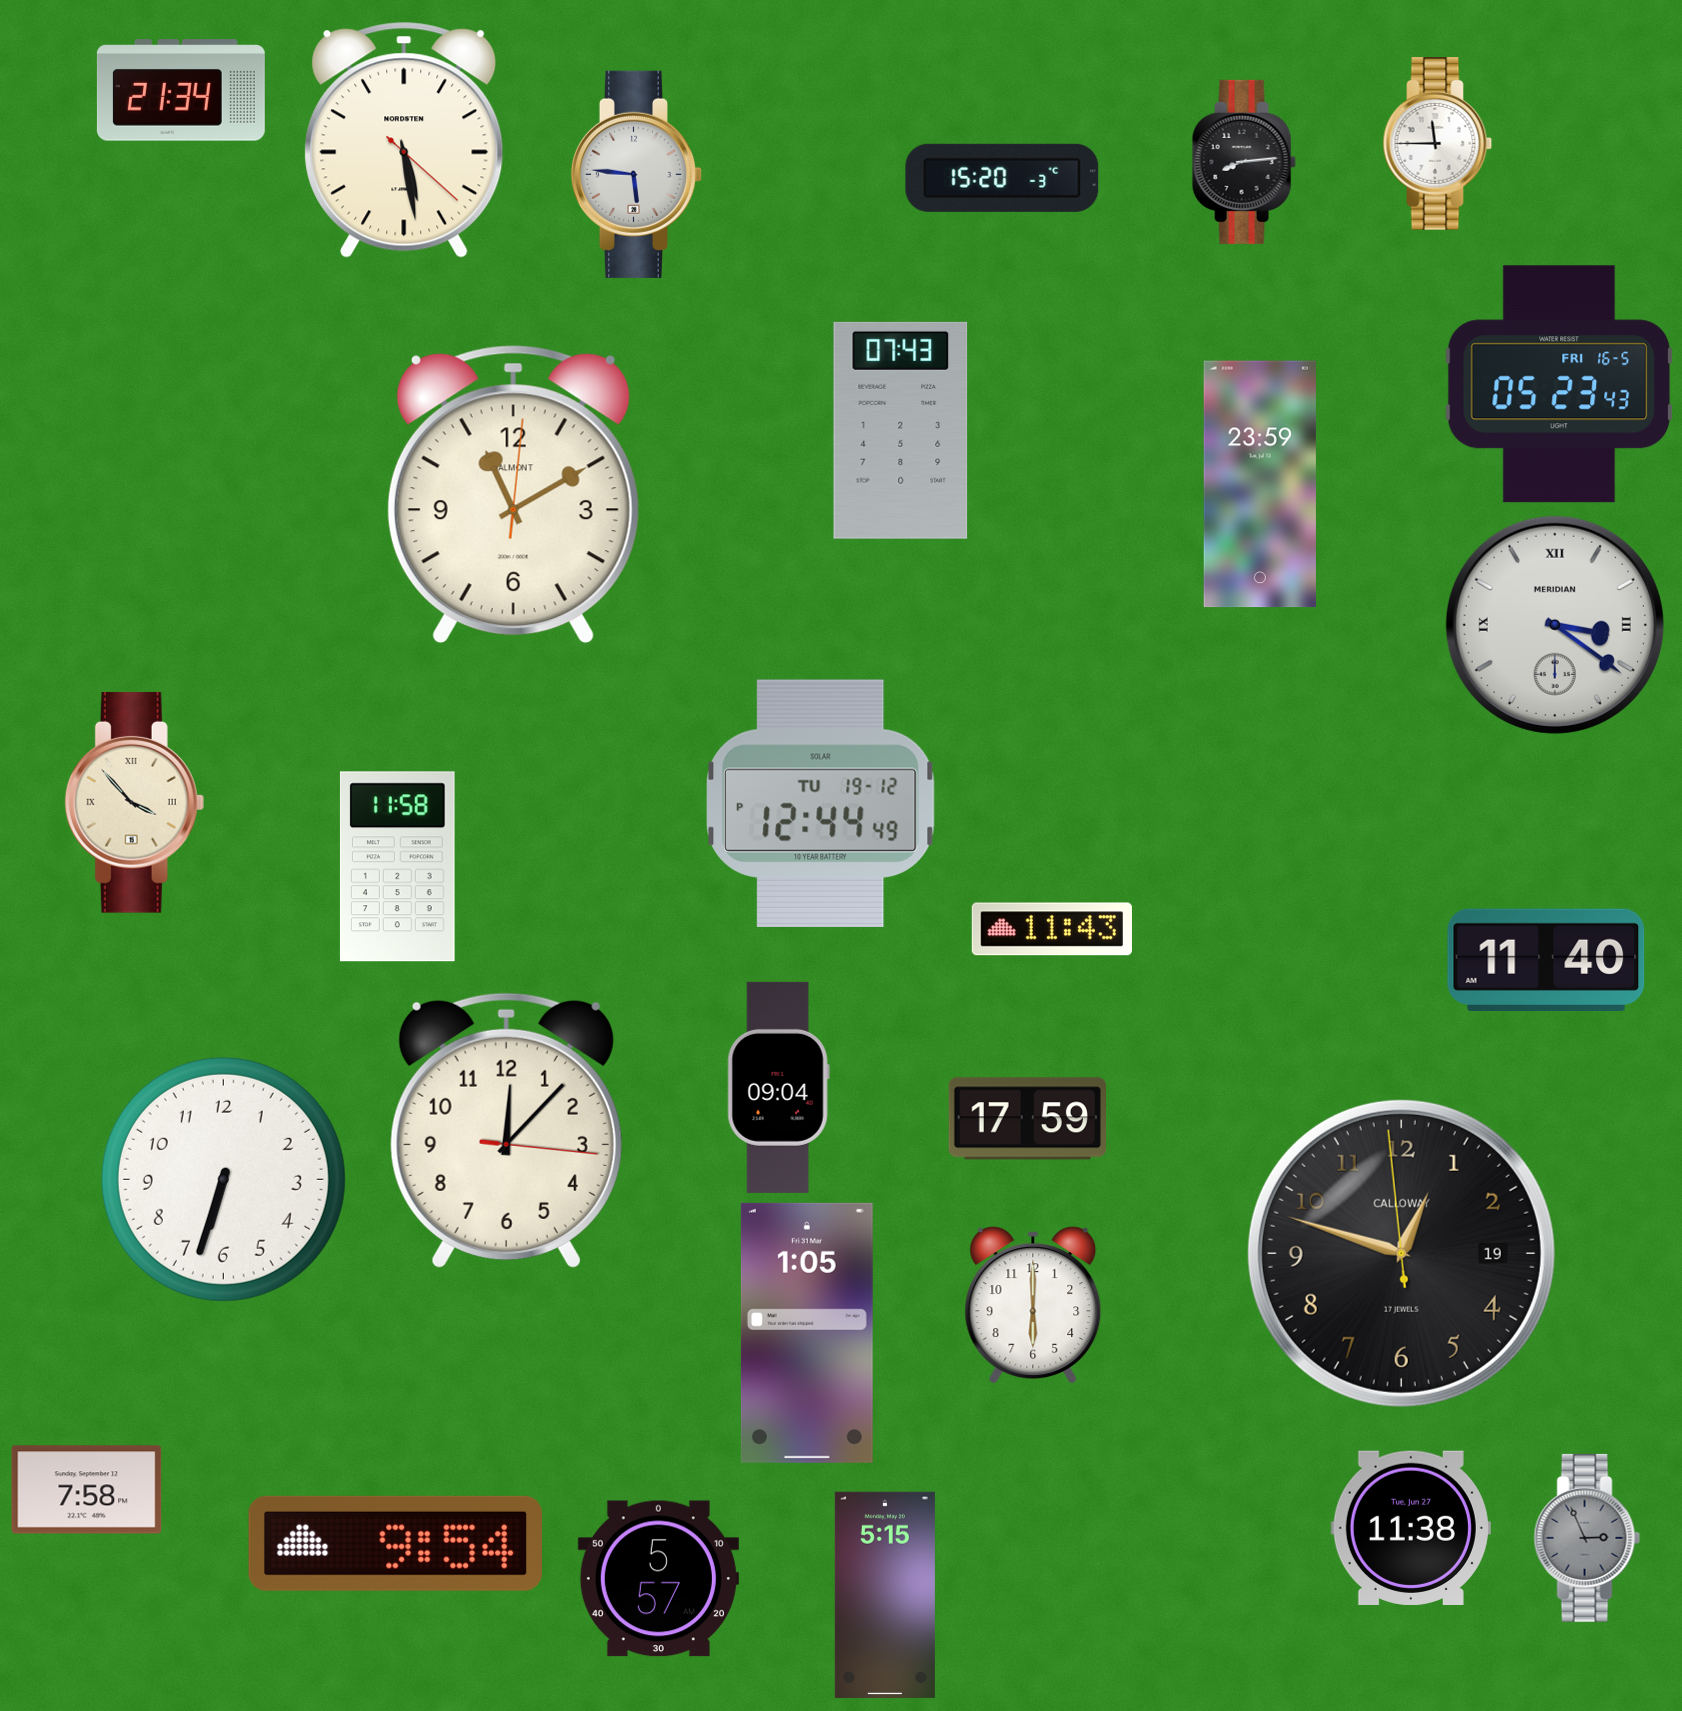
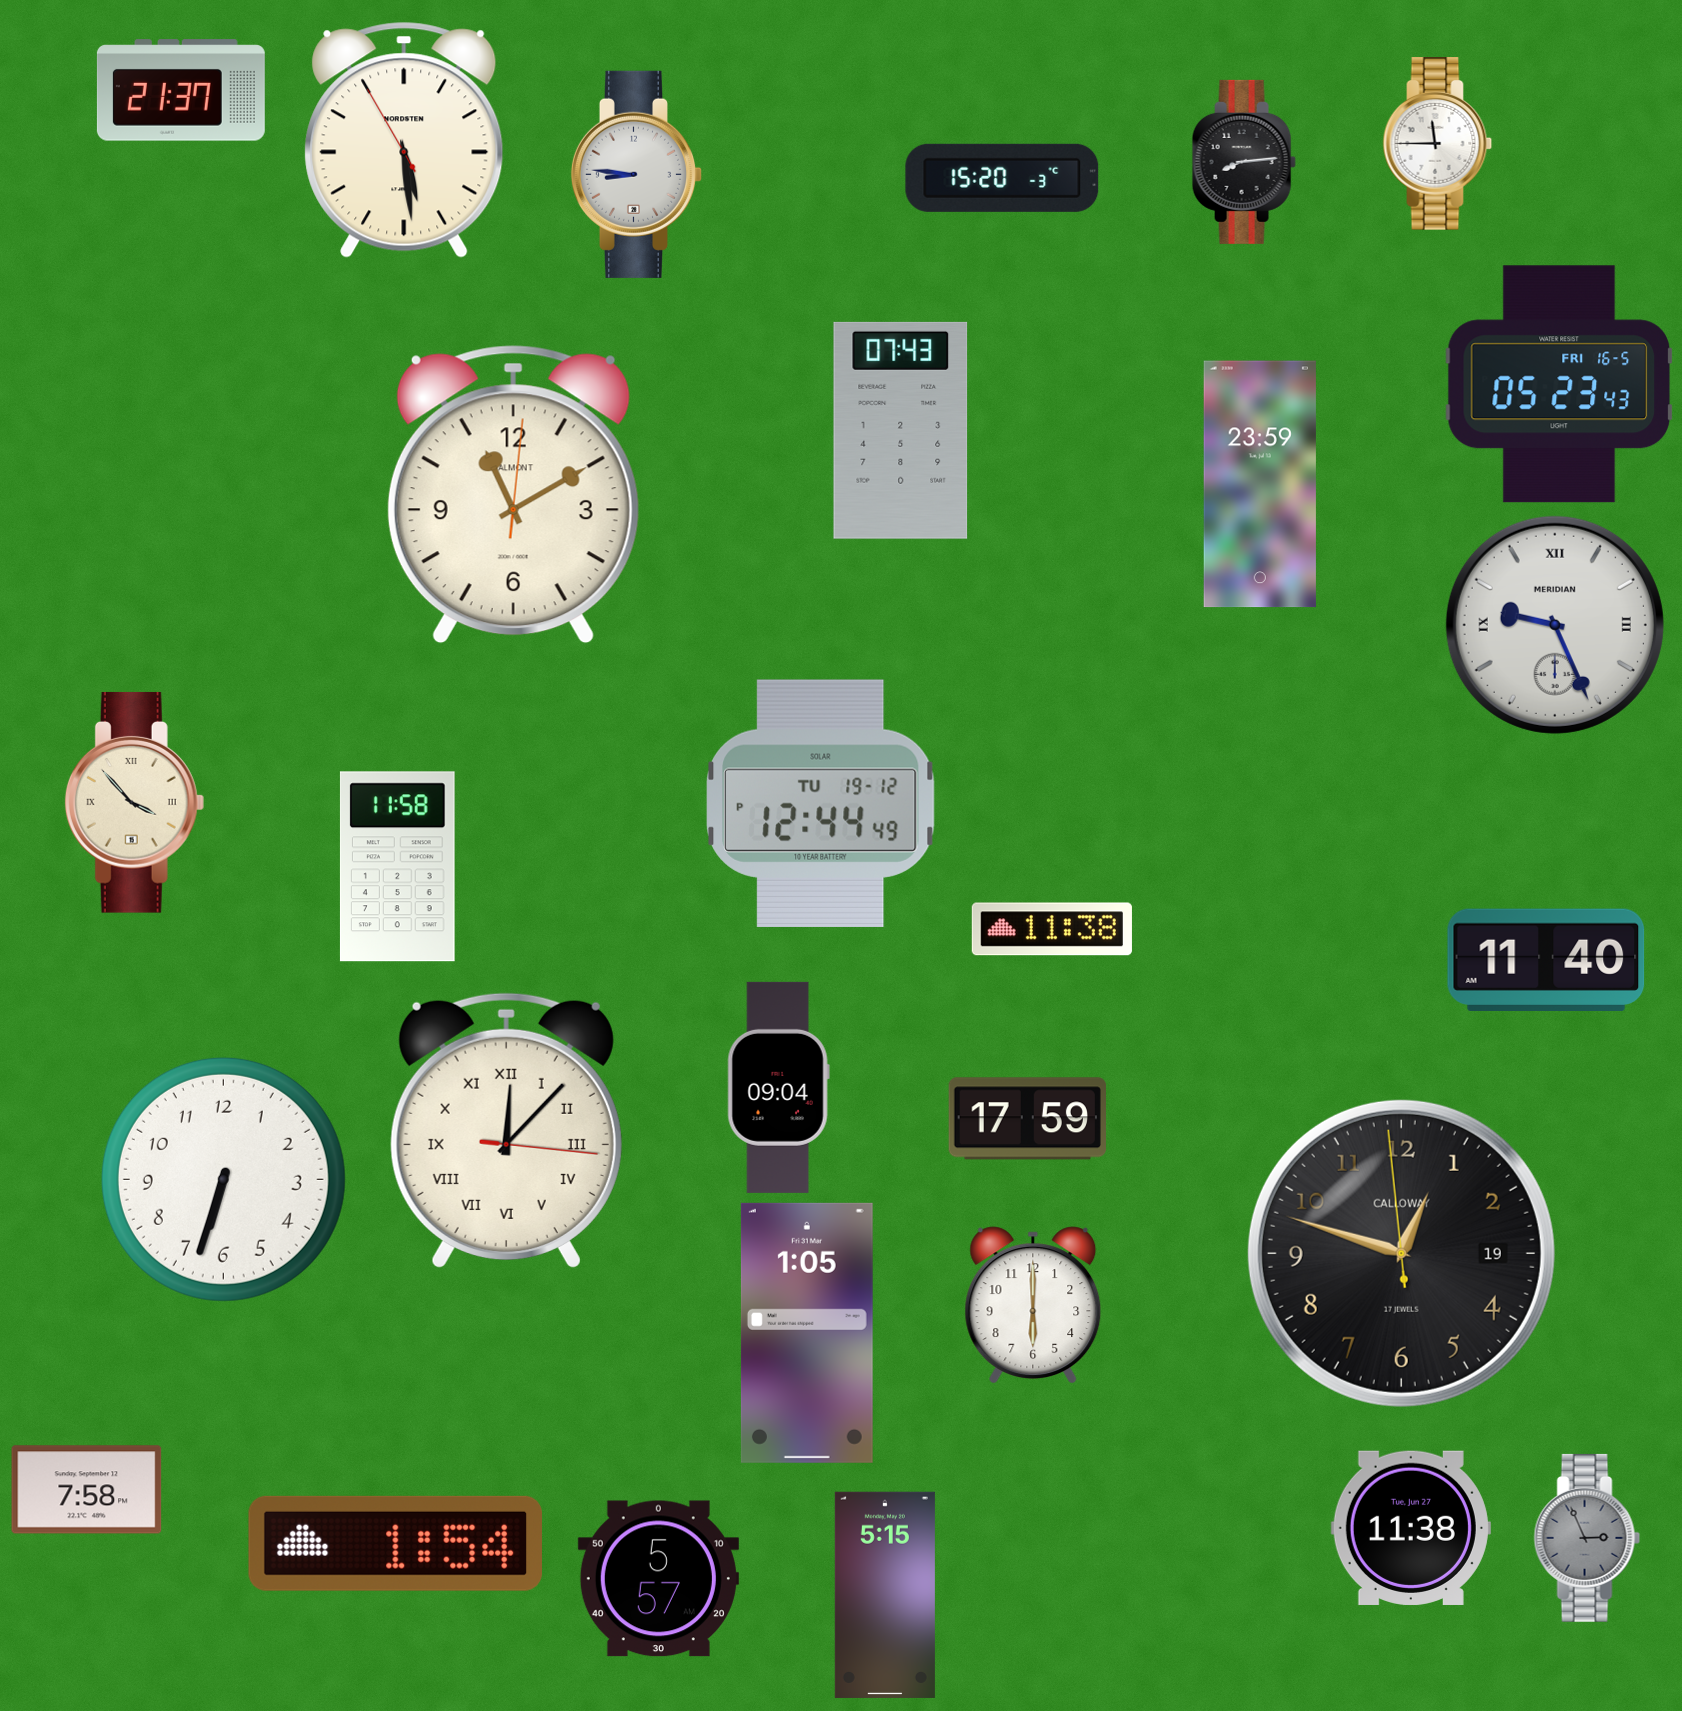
clock at (181, 90): 21:34 -> 21:37
clock at (404, 140): 5:28:22 -> 5:28:55
clock at (637, 174): 5:46 -> 8:46
clock at (1555, 625): 3:21 -> 9:26
clock at (1052, 929): 11:43 -> 11:38
clock at (506, 1130) numerals: Arabic -> Roman
clock at (395, 1543): 9:54 -> 1:54
